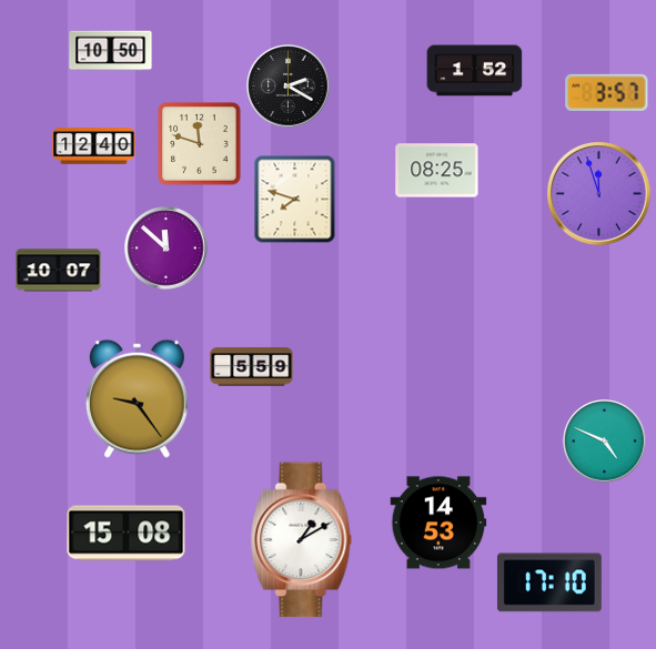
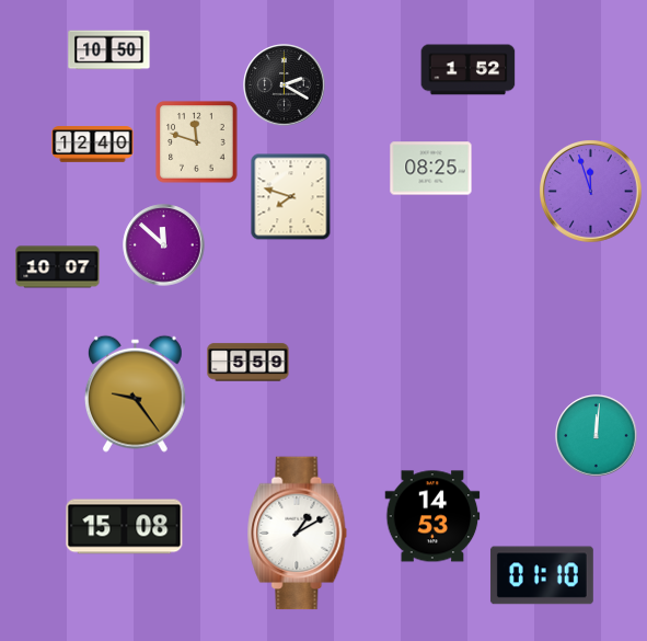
clock at (607, 92): 3:57 -> none
clock at (605, 442): 4:49 -> 12:01
clock at (549, 582): 17:10 -> 01:10
